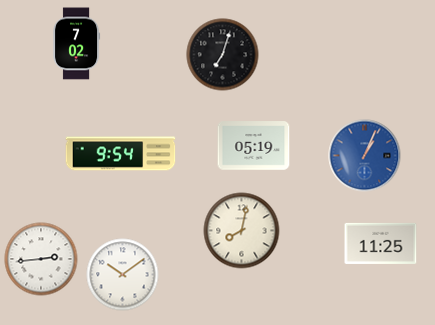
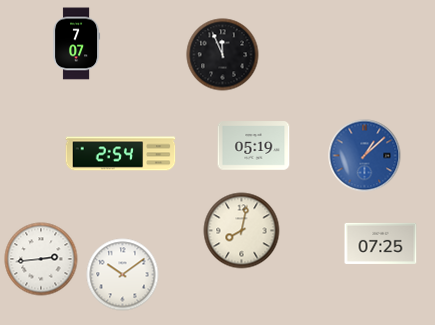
clock at (77, 44): 7:02 -> 7:07
clock at (223, 55): 7:03 -> 11:56
clock at (121, 154): 9:54 -> 2:54
clock at (365, 156): 1:04 -> 1:08
clock at (381, 243): 11:25 -> 07:25
